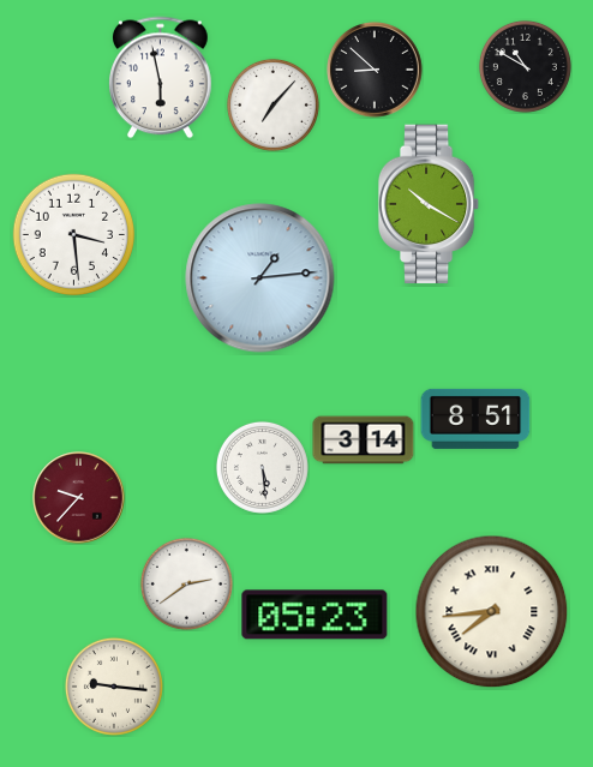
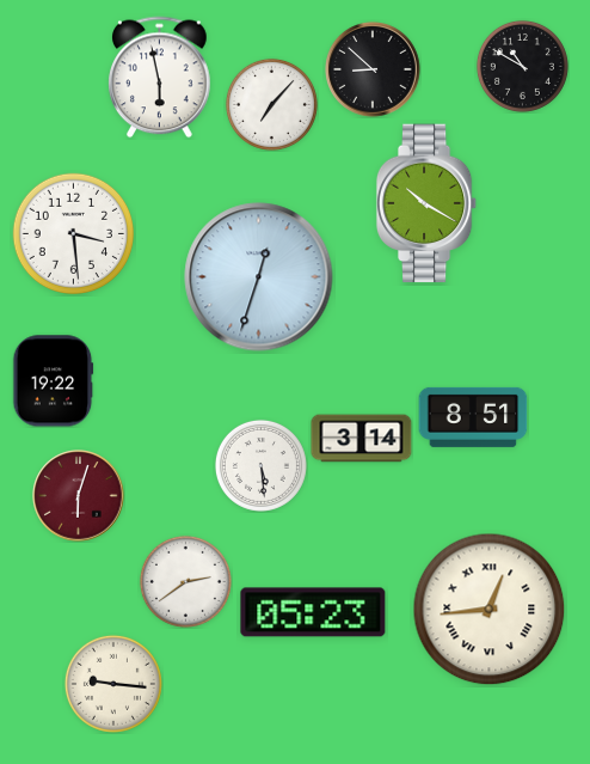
clock at (260, 278): 1:14 -> 12:33
clock at (54, 381): none -> 19:22
clock at (79, 498): 9:37 -> 6:03
clock at (492, 612): 7:44 -> 12:44
